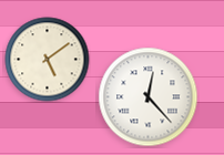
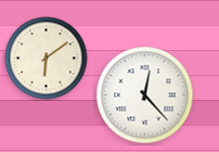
clock at (48, 60): 5:09 -> 6:09
